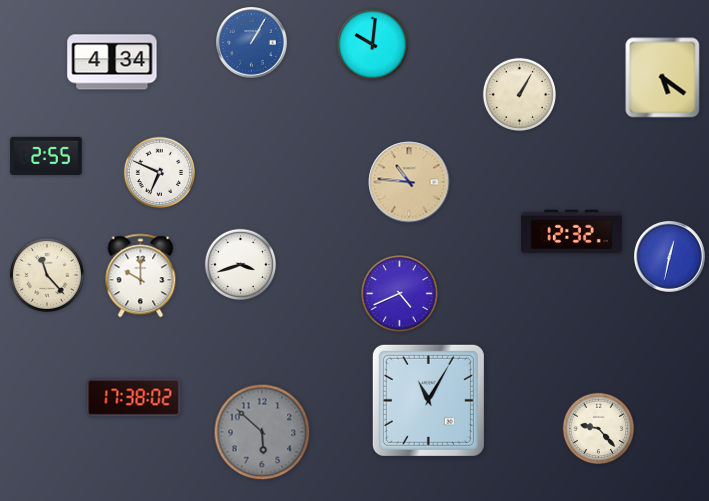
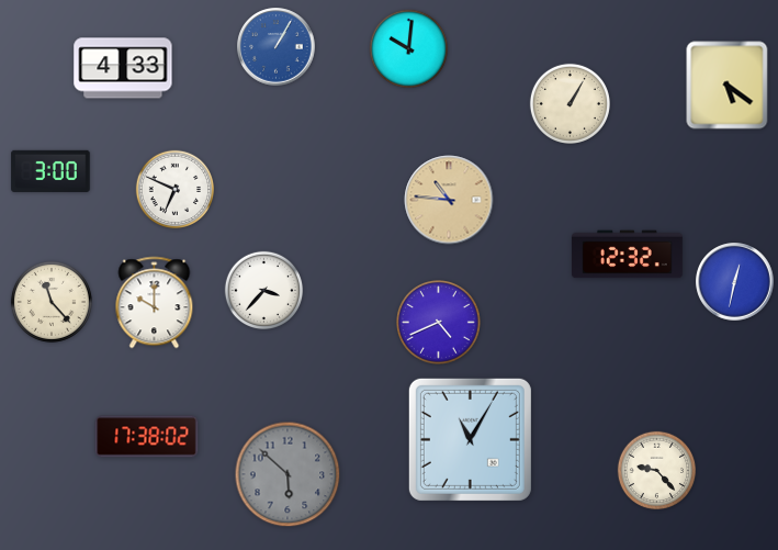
clock at (112, 62): 4:34 -> 4:33
clock at (46, 156): 2:55 -> 3:00
clock at (241, 265): 3:42 -> 3:37
